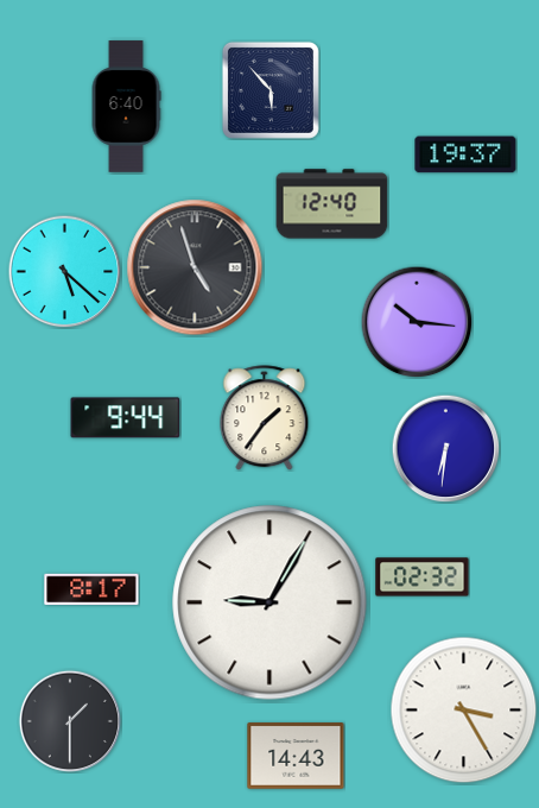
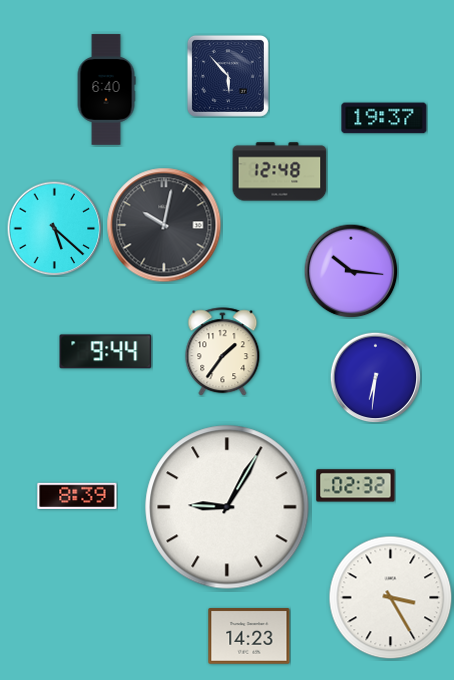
clock at (465, 154) position: (465, 154) -> (384, 118)
clock at (332, 204): 12:40 -> 12:48
clock at (195, 267): 4:57 -> 10:02
clock at (91, 589): 8:17 -> 8:39
clock at (69, 720): 1:30 -> none
clock at (296, 756): 14:43 -> 14:23
